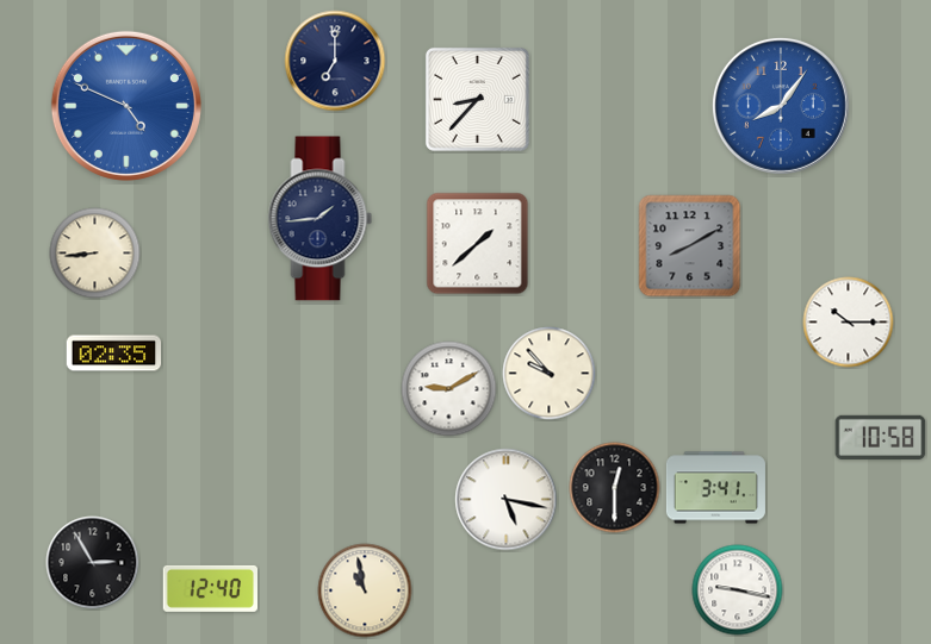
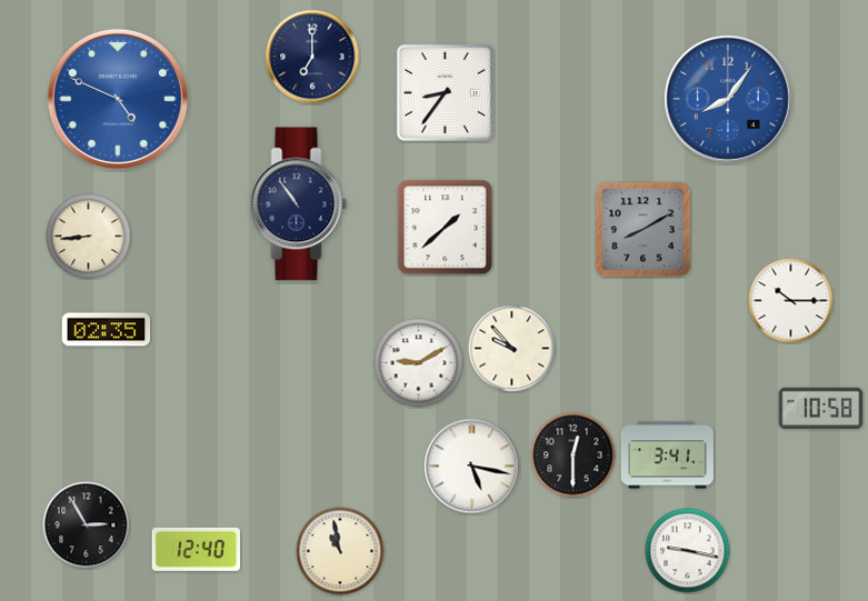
clock at (477, 99): 8:37 -> 8:36
clock at (321, 219): 1:44 -> 10:54
